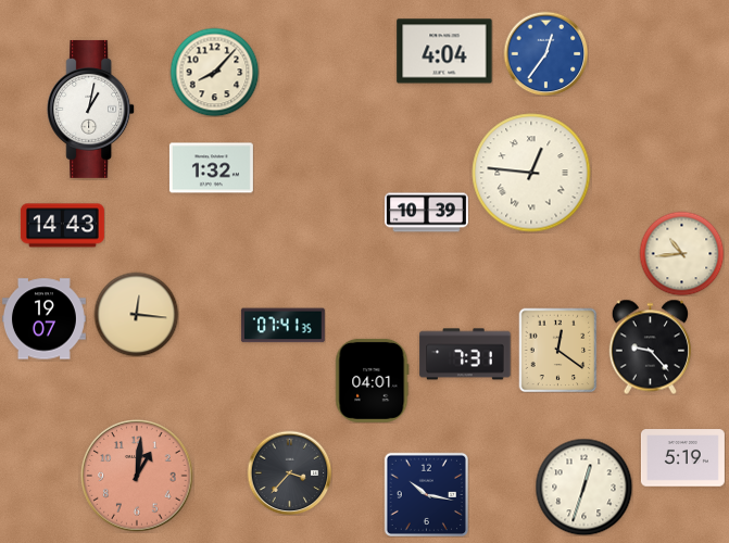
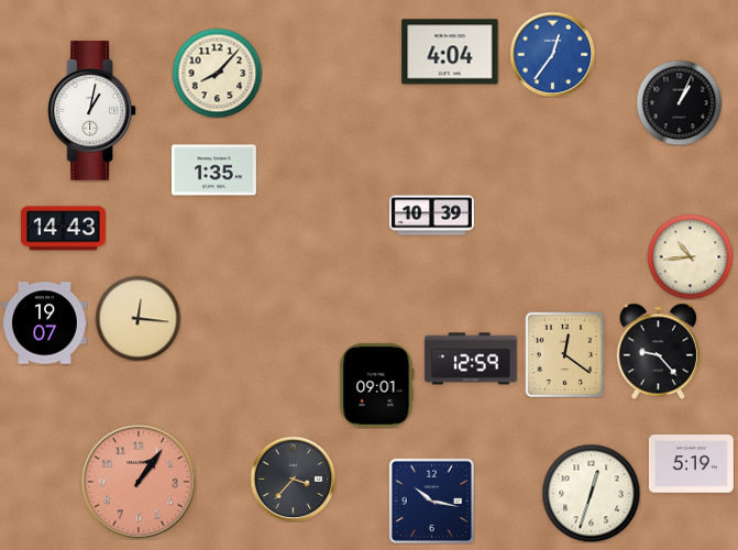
clock at (679, 102): none -> 1:04
clock at (211, 168): 1:32 -> 1:35
clock at (531, 173): 12:46 -> none
clock at (282, 326): 07:41 -> none
clock at (465, 354): 7:31 -> 12:59
clock at (373, 380): 04:01 -> 09:01
clock at (137, 476): 1:01 -> 1:06
